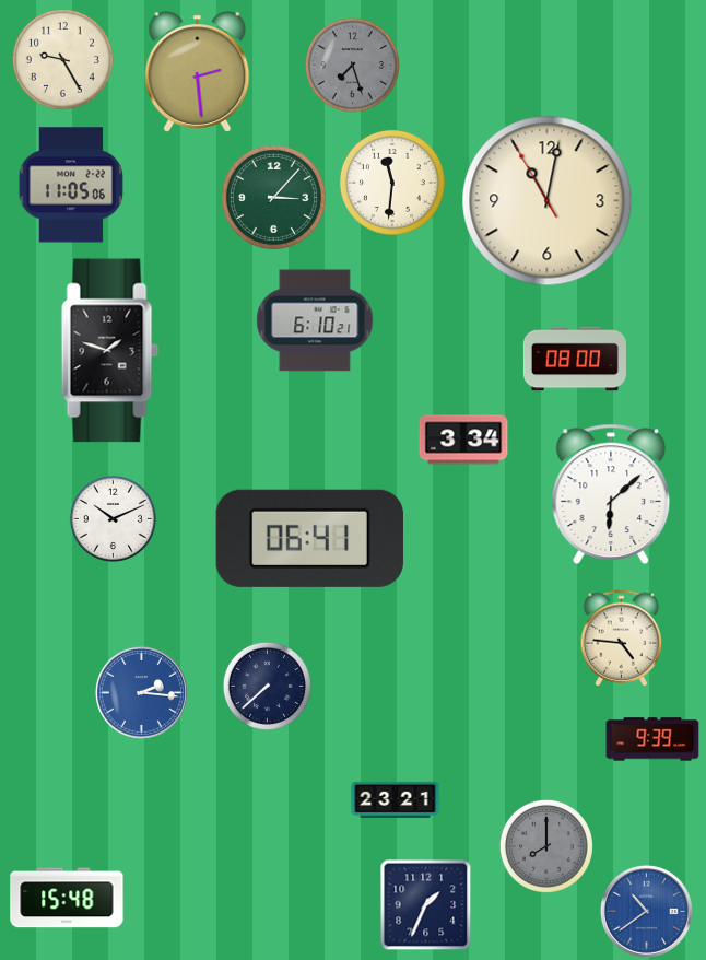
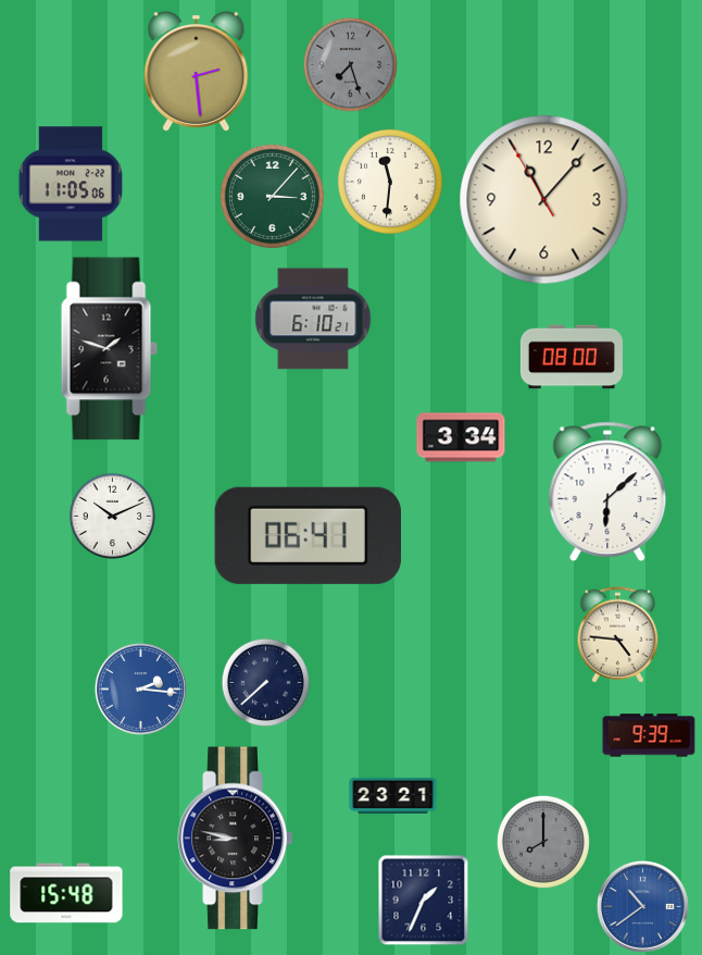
clock at (62, 59): 9:25 -> none
clock at (548, 201): 11:01 -> 11:06
clock at (236, 839): none -> 8:47
